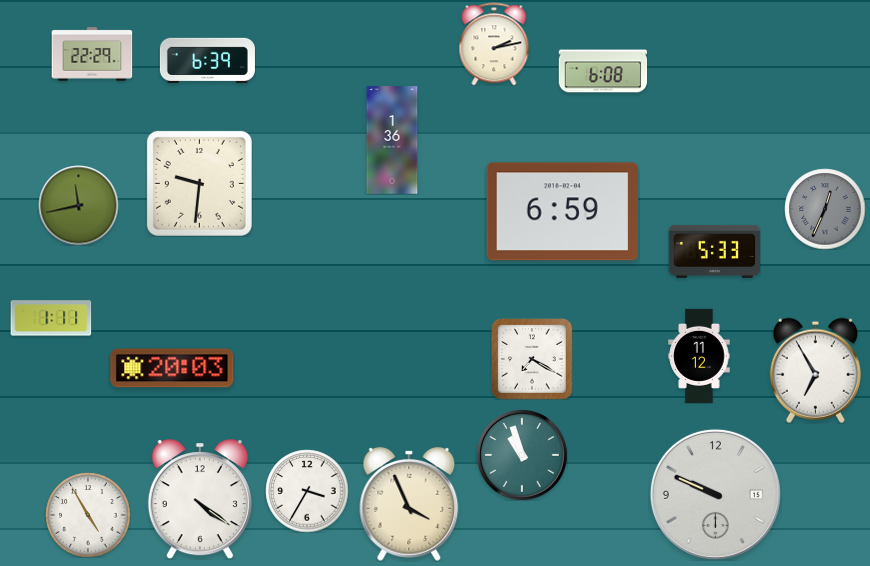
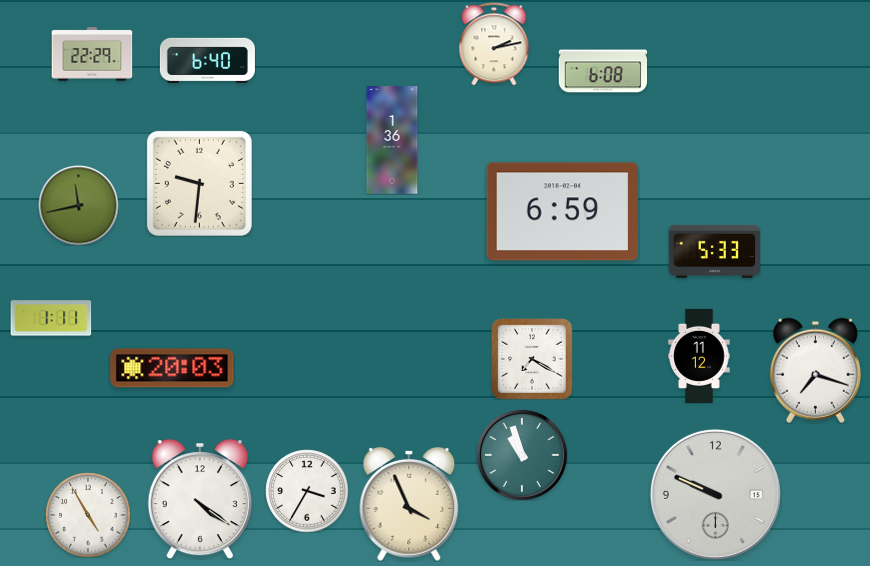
clock at (207, 60): 6:39 -> 6:40
clock at (825, 209): 12:34 -> none
clock at (815, 370): 6:55 -> 7:18
